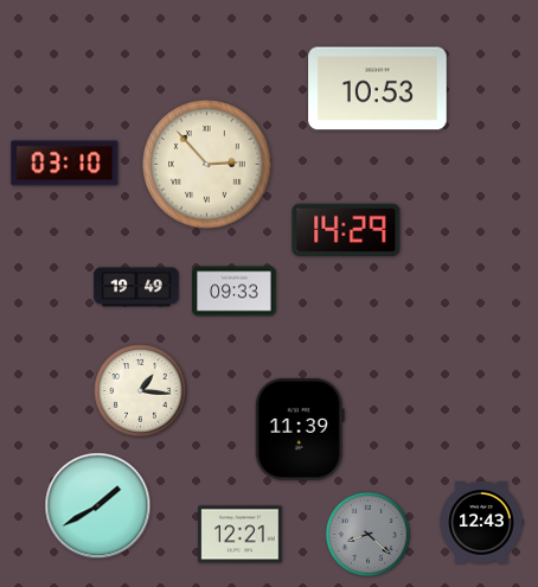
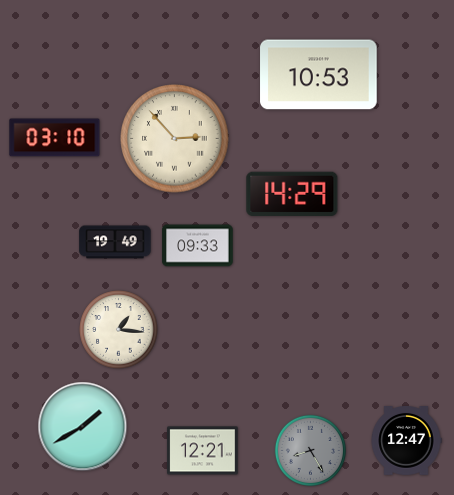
clock at (300, 430): 11:39 -> none
clock at (481, 523): 12:43 -> 12:47
clock at (367, 534): 8:22 -> 8:25
